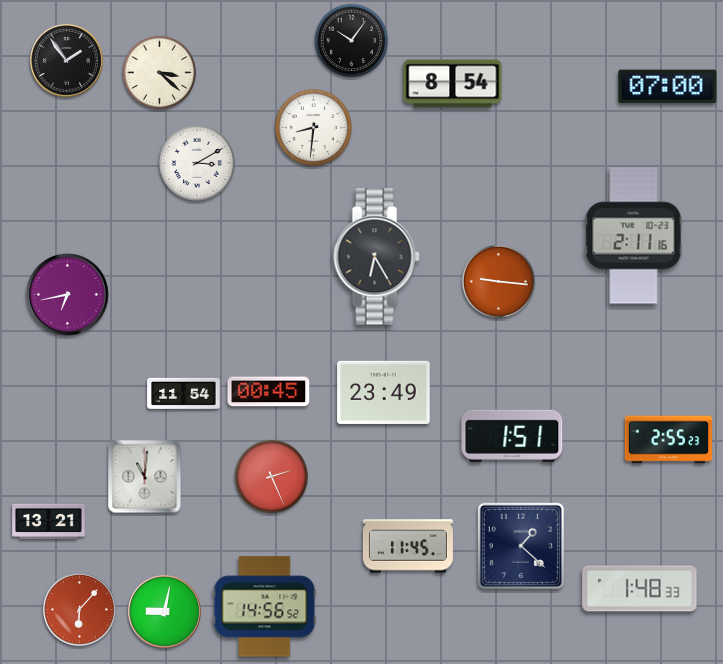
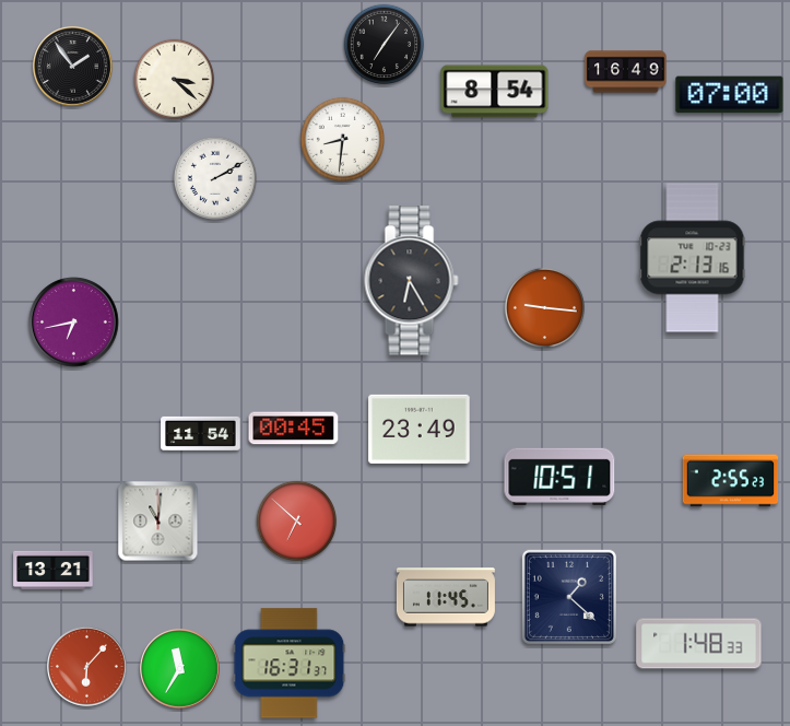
clock at (352, 41): 10:06 -> 7:06
clock at (626, 72): none -> 16:49
clock at (197, 163): 3:10 -> 2:10
clock at (634, 236): 2:11 -> 2:13
clock at (184, 393) position: (184, 393) -> (201, 433)
clock at (512, 436): 1:51 -> 10:51
clock at (272, 477): 2:26 -> 6:52
clock at (265, 607): 14:56 -> 16:31
clock at (165, 612): 9:02 -> 11:35
